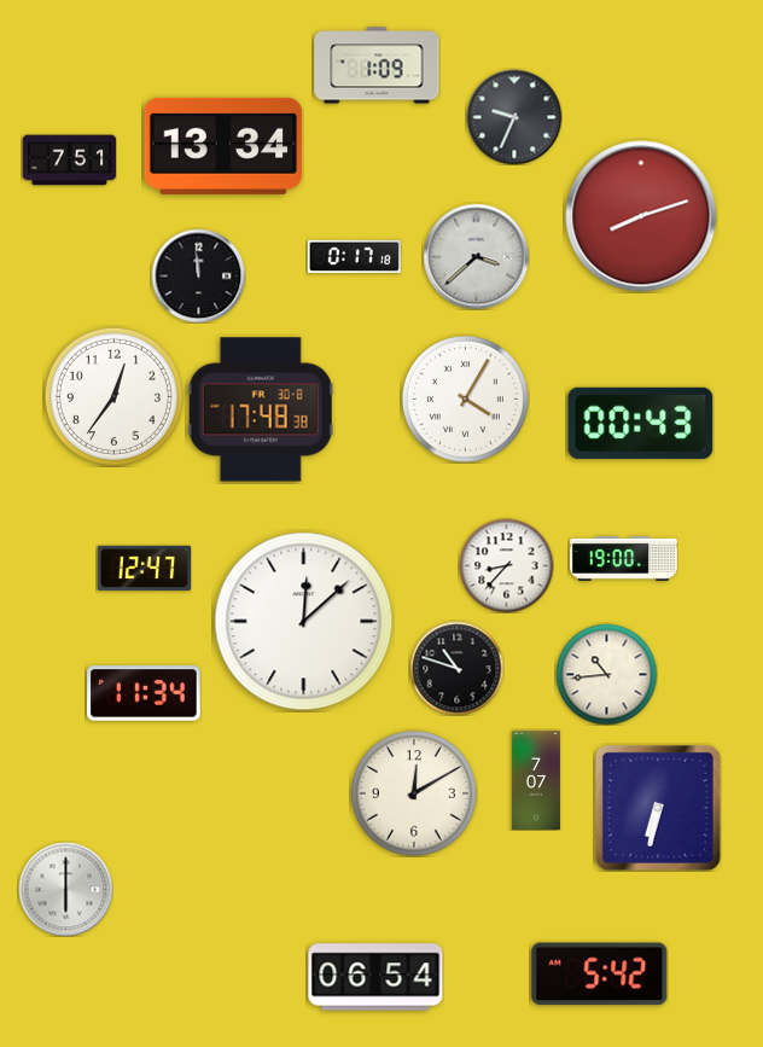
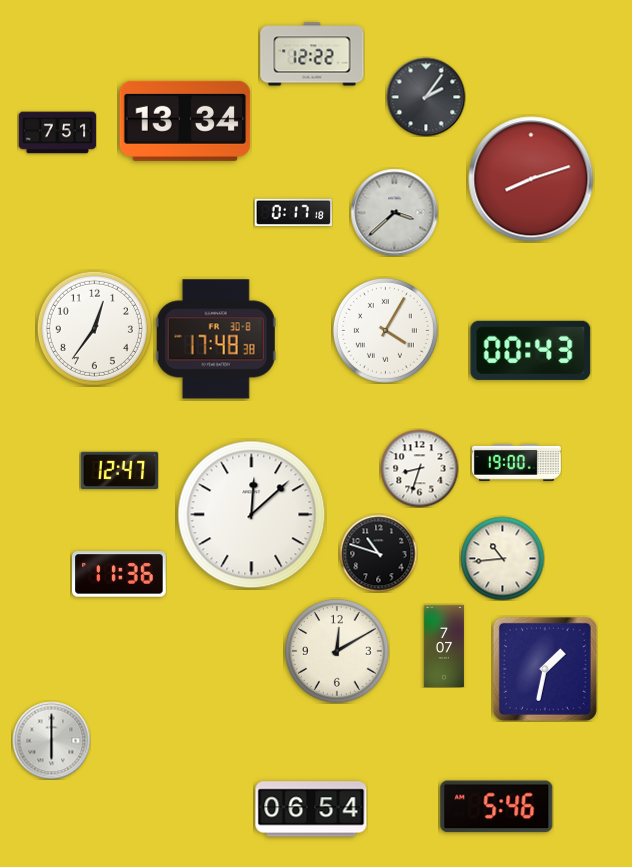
clock at (377, 65): 1:09 -> 12:22
clock at (514, 117): 9:34 -> 2:06
clock at (198, 275): 11:59 -> none
clock at (506, 565): 8:37 -> 8:33
clock at (144, 693): 11:34 -> 11:36
clock at (415, 795) position: (415, 795) -> (338, 652)
clock at (658, 808): 6:32 -> 1:32
clock at (65, 889) position: (65, 889) -> (51, 740)
clock at (600, 975): 5:42 -> 5:46
